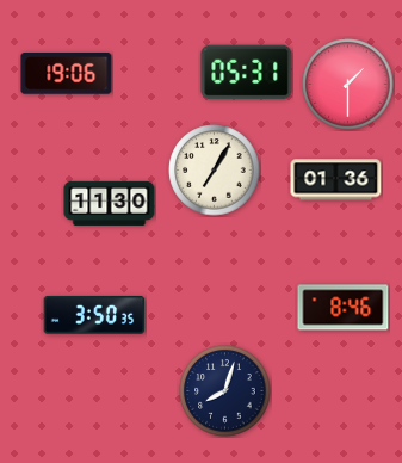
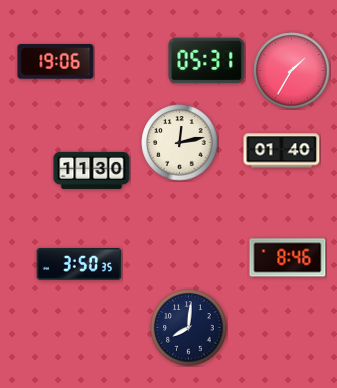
clock at (348, 85): 1:30 -> 1:35
clock at (215, 171): 7:05 -> 12:13
clock at (336, 180): 01:36 -> 01:40
clock at (225, 391): 8:03 -> 8:01
